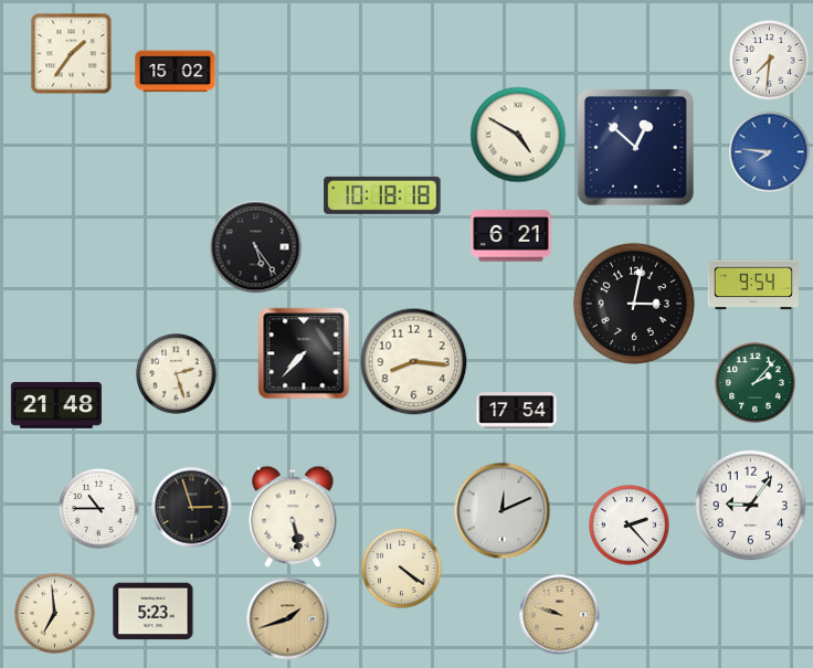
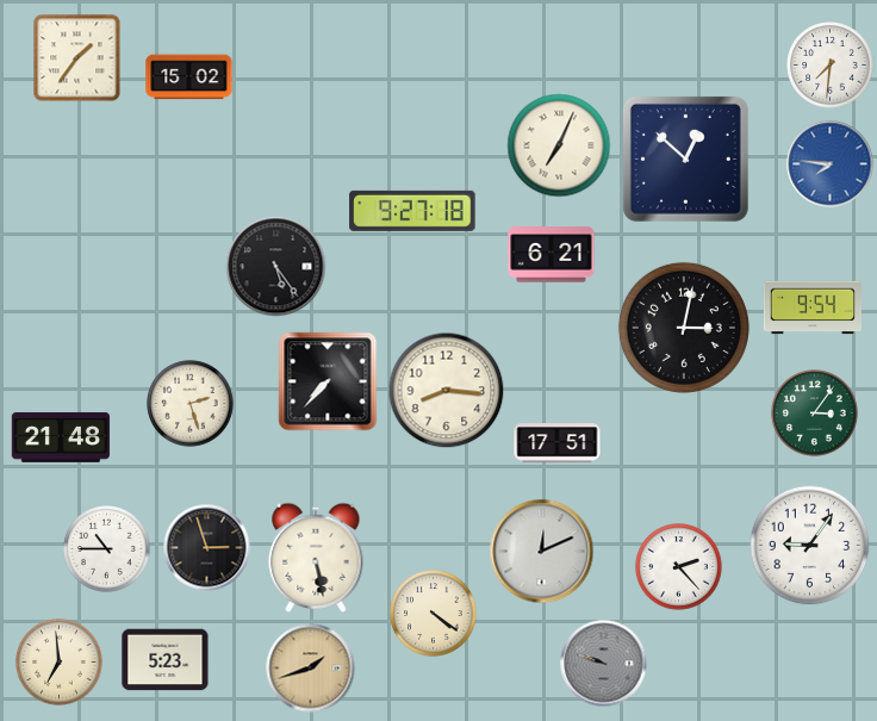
clock at (518, 135): 4:50 -> 7:04
clock at (382, 195): 10:18 -> 9:27
clock at (756, 383): 2:07 -> 3:06
clock at (517, 411): 17:54 -> 17:51
clock at (560, 615) dial: champagne -> grey
